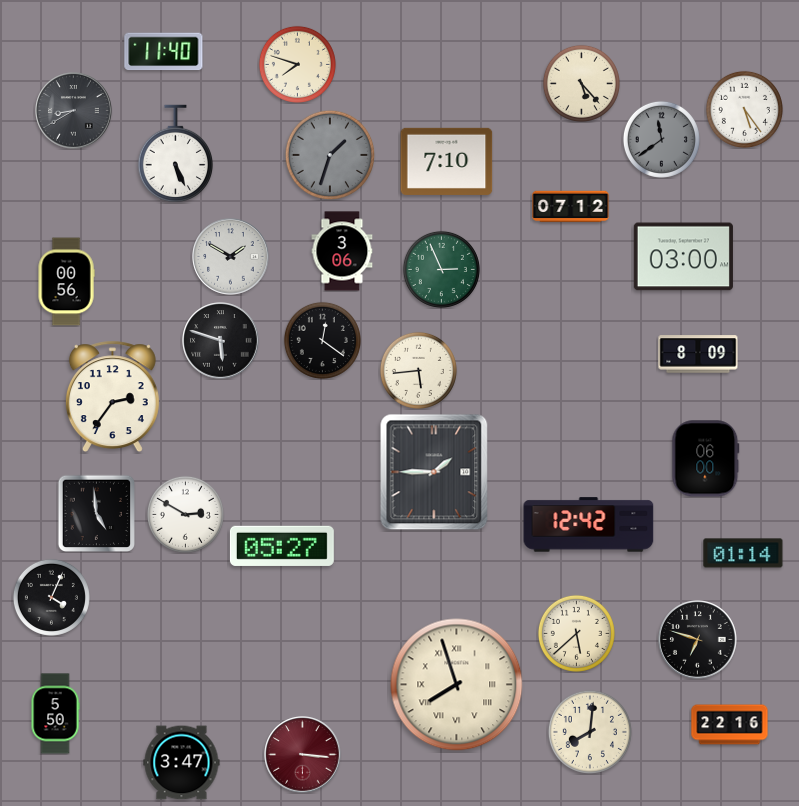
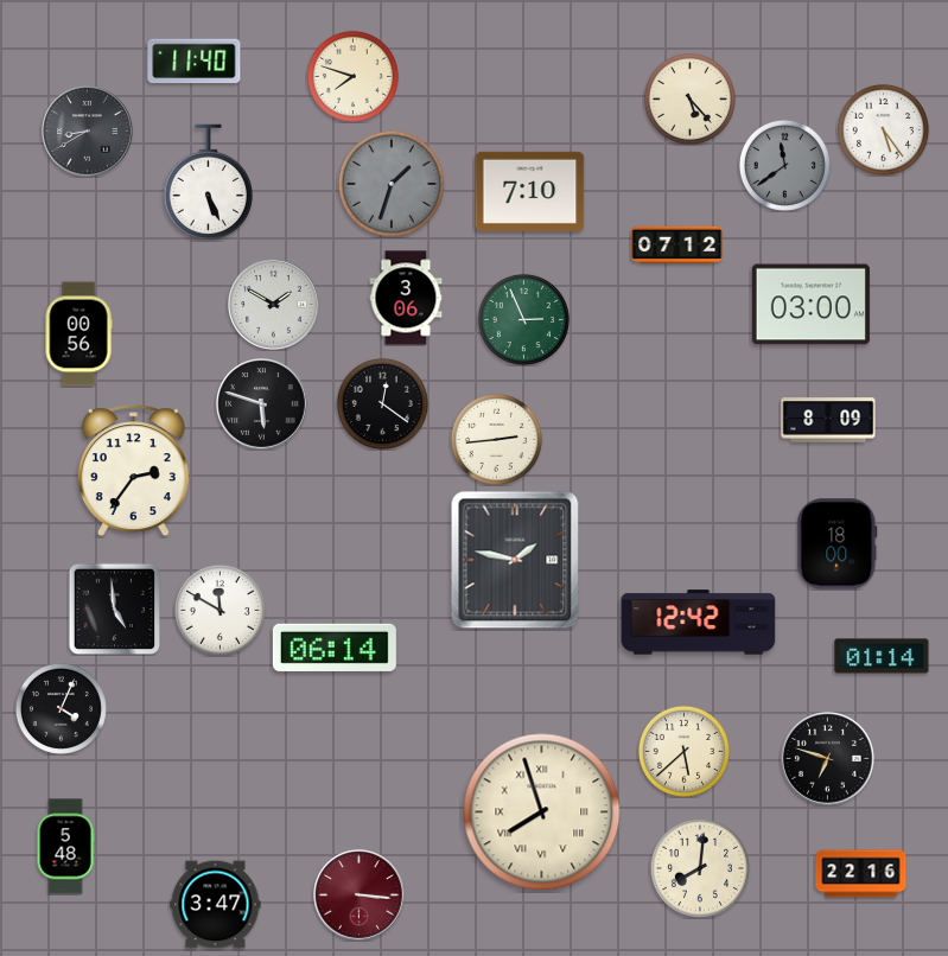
clock at (418, 370): 5:44 -> 2:44
clock at (706, 459): 06:00 -> 18:00
clock at (434, 472): 1:45 -> 1:47
clock at (185, 514): 2:50 -> 11:50
clock at (282, 546): 05:27 -> 06:14
clock at (55, 714): 5:50 -> 5:48
clock at (730, 725) position: (730, 725) -> (861, 874)
